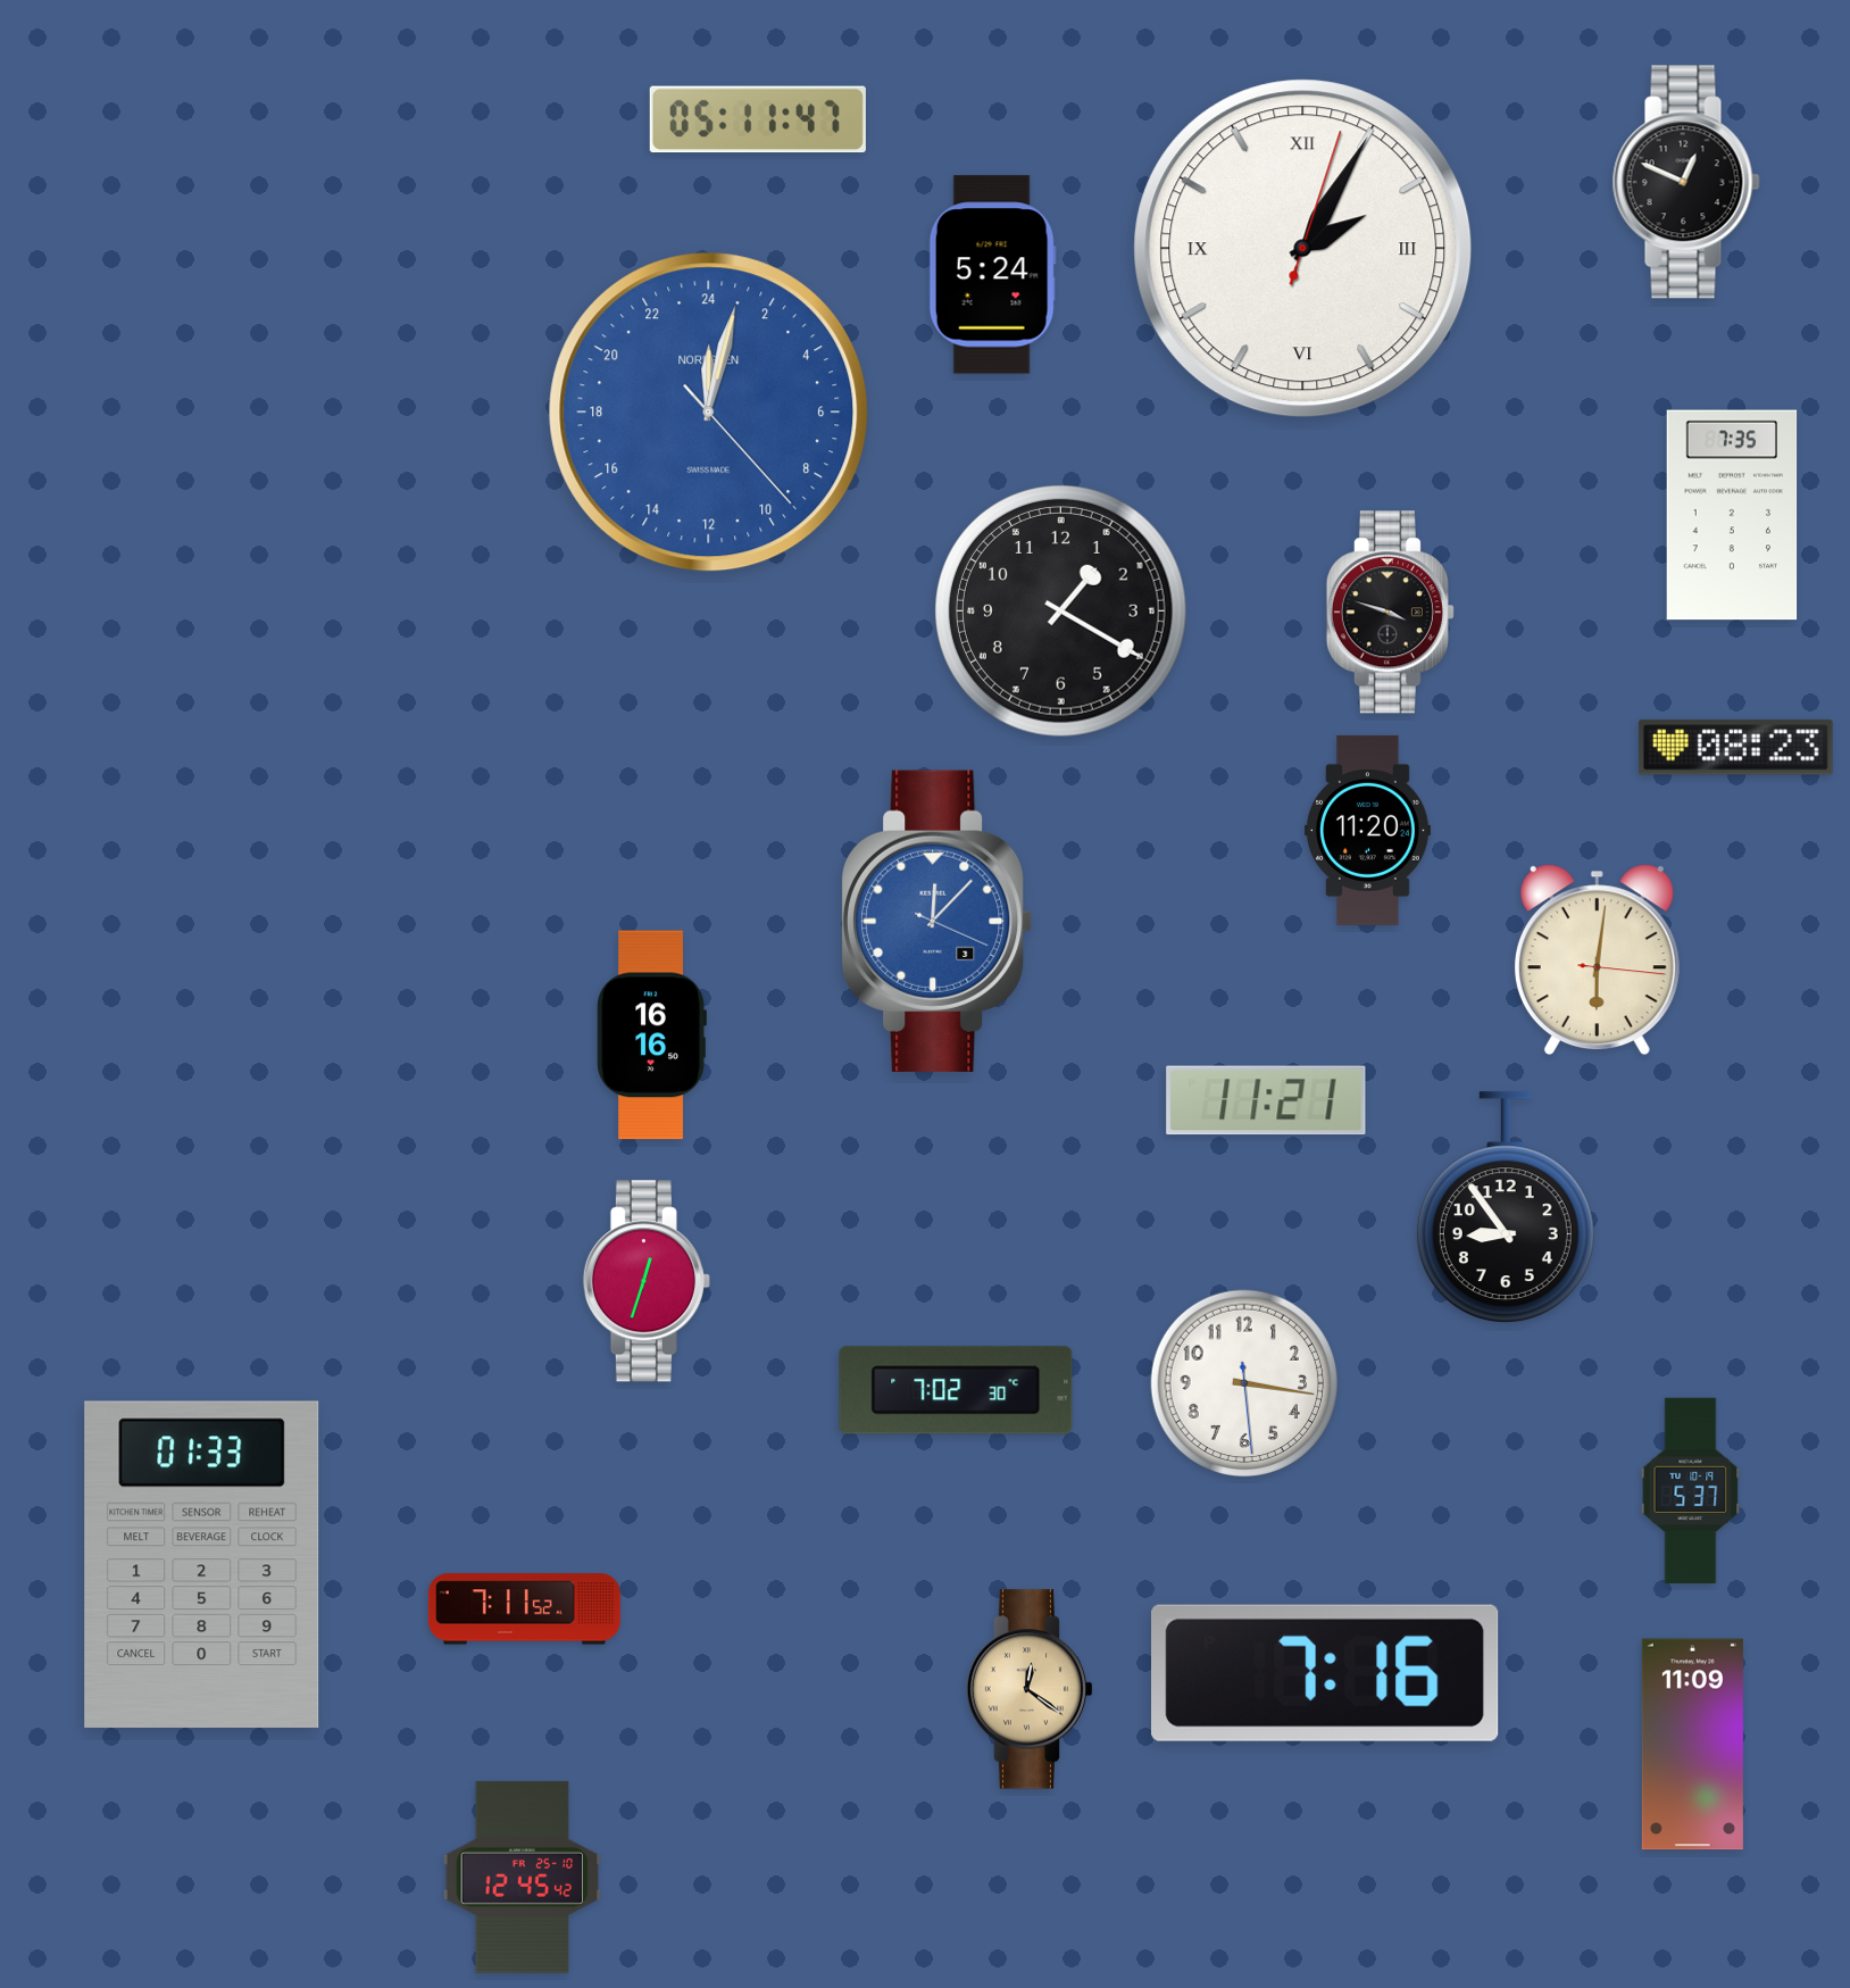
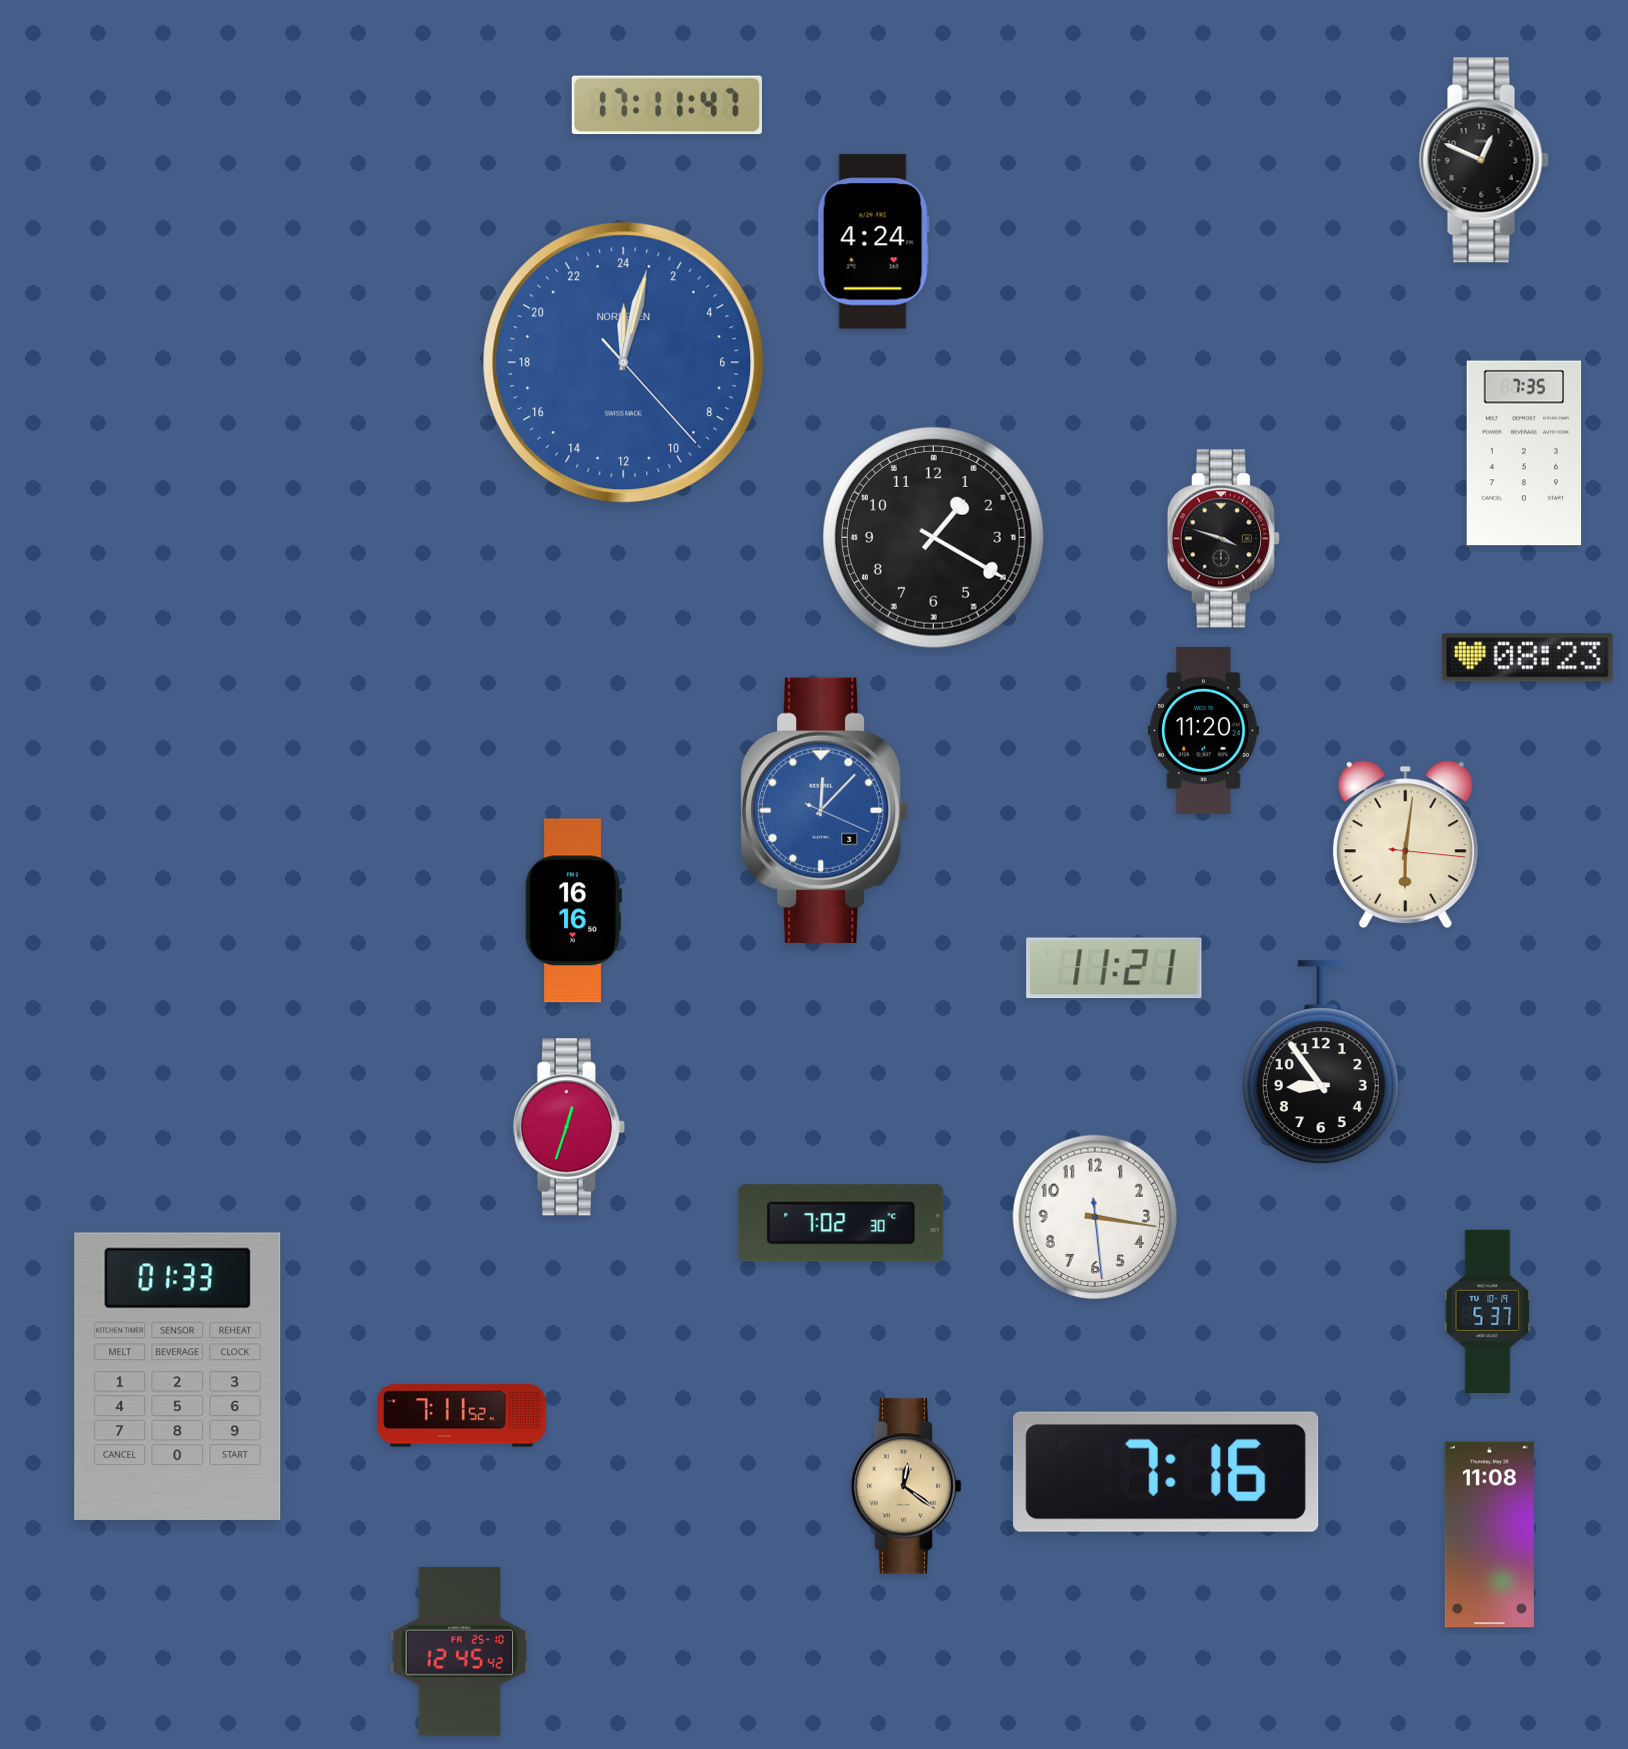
clock at (758, 119): 05:11 -> 17:11
clock at (1303, 249): 2:05 -> none
clock at (992, 275): 5:24 -> 4:24
clock at (1506, 1207) position: (1506, 1207) -> (1321, 1062)
clock at (1692, 1745): 11:09 -> 11:08
